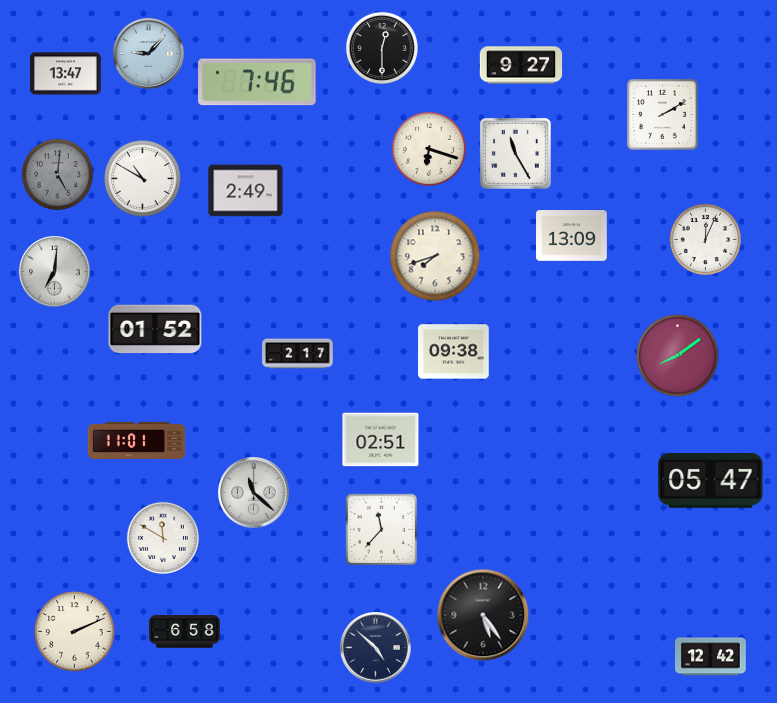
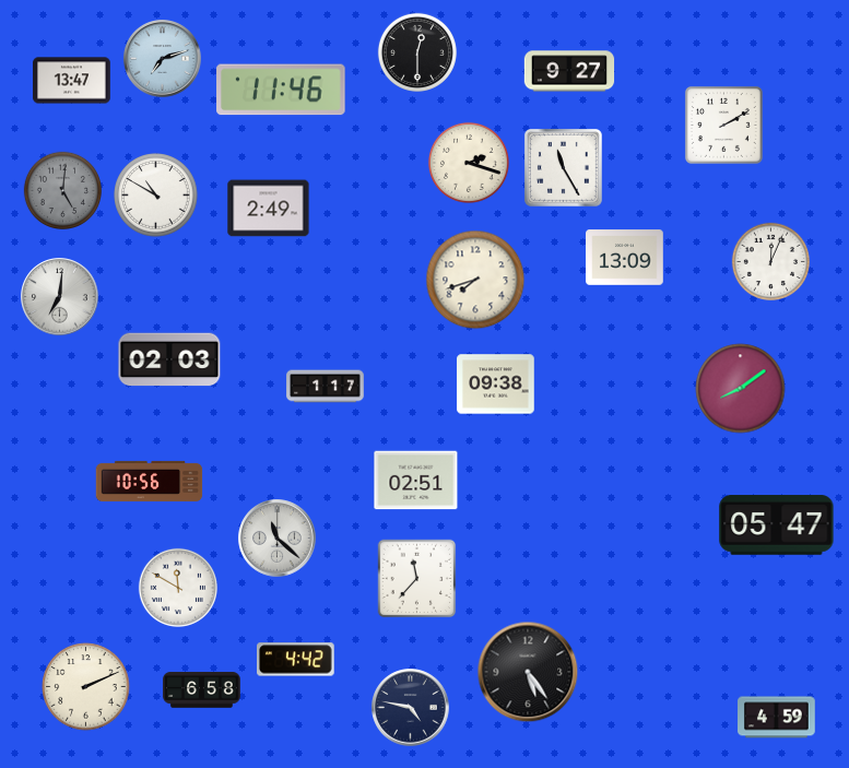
clock at (149, 54): 9:07 -> 7:12
clock at (257, 82): 7:46 -> 11:46
clock at (429, 149): 6:18 -> 2:18
clock at (155, 329): 01:52 -> 02:03
clock at (298, 354): 2:17 -> 1:17
clock at (137, 440): 11:01 -> 10:56
clock at (296, 660): none -> 4:42
clock at (75, 632) position: (75, 632) -> (86, 687)
clock at (376, 648): 4:52 -> 4:47
clock at (711, 657): 12:42 -> 4:59
